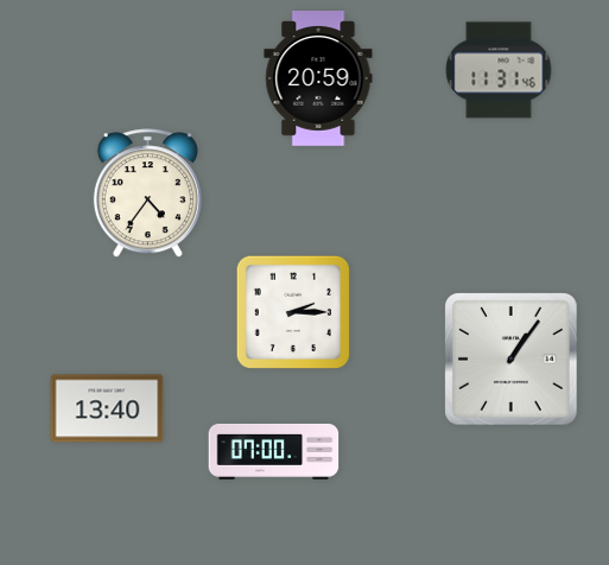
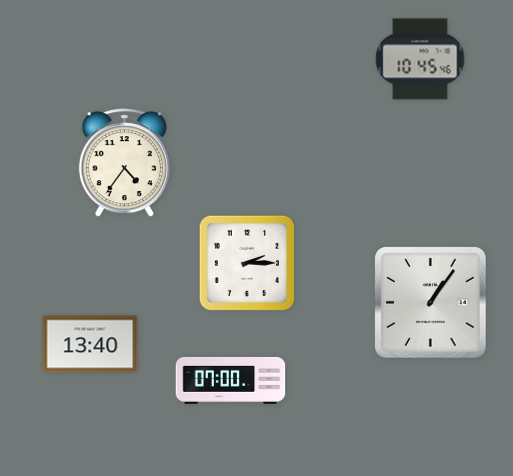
clock at (499, 70): 11:31 -> 10:45
clock at (318, 80): 20:59 -> none
